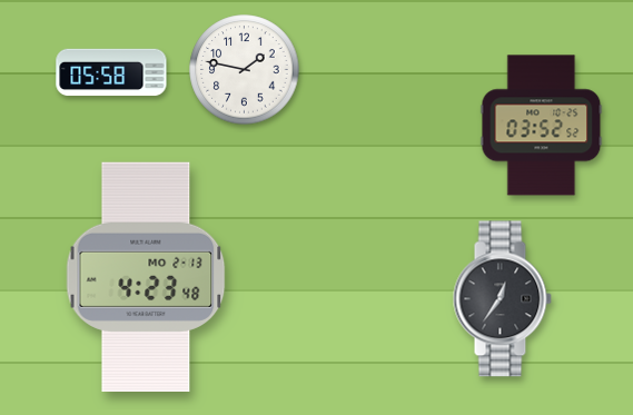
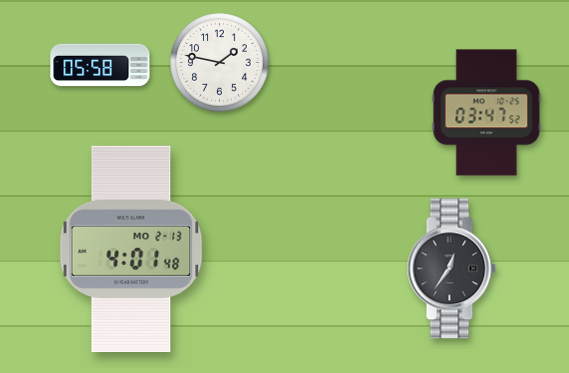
clock at (542, 126): 03:52 -> 03:47
clock at (146, 276): 4:23 -> 4:01
